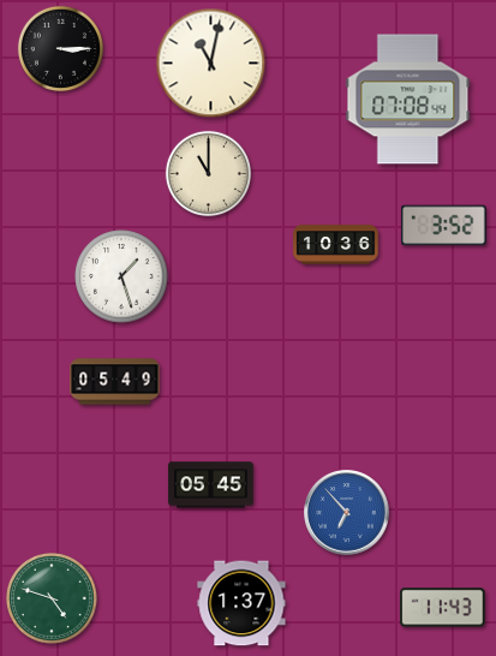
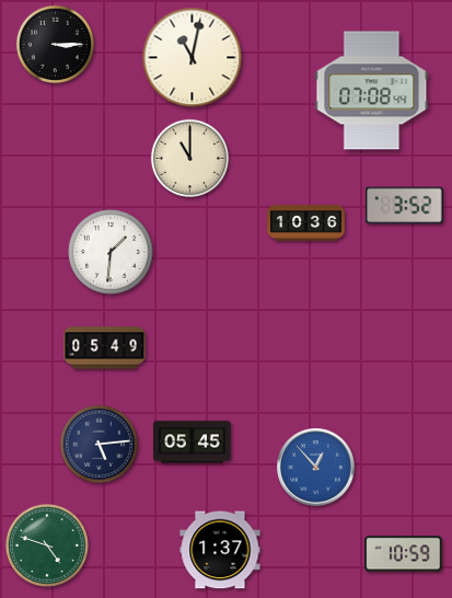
clock at (121, 276): 1:27 -> 1:31
clock at (98, 444): none -> 5:14
clock at (347, 513): 6:53 -> 12:53
clock at (443, 608): 11:43 -> 10:59
